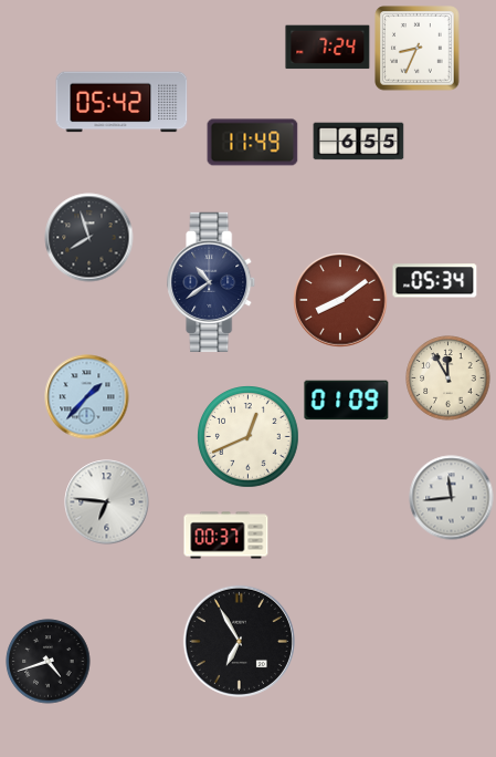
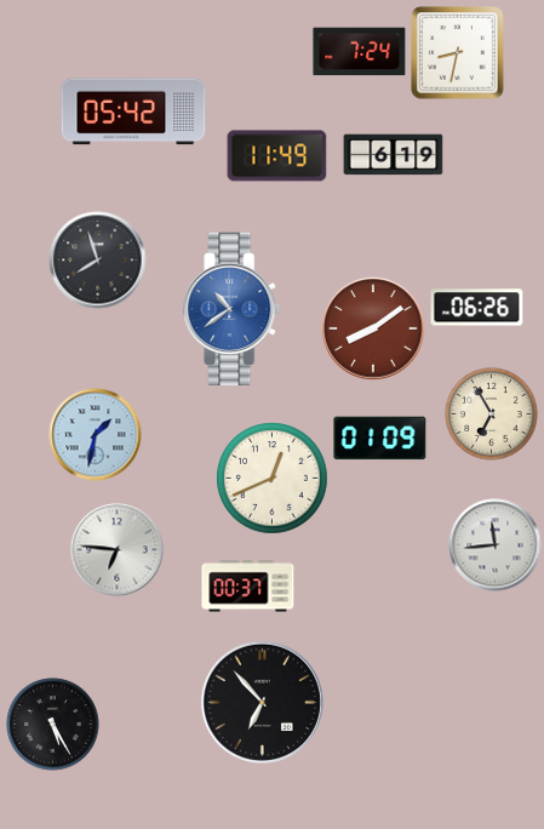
clock at (418, 49): 8:34 -> 8:32
clock at (359, 142): 6:55 -> 6:19
clock at (435, 281): 05:34 -> 06:26
clock at (212, 282) dial: navy -> blue
clock at (448, 378): 11:55 -> 6:55
clock at (87, 397): 1:37 -> 1:32
clock at (239, 641): 6:55 -> 6:53
clock at (49, 662): 4:42 -> 5:25
